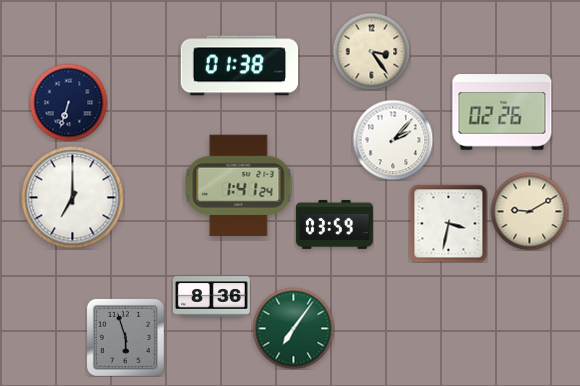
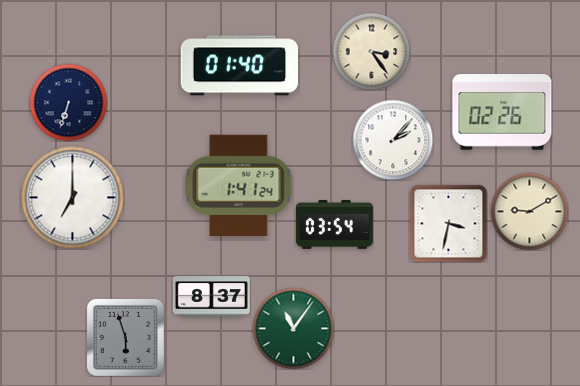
clock at (240, 66): 01:38 -> 01:40
clock at (334, 224): 03:59 -> 03:54
clock at (211, 297): 8:36 -> 8:37
clock at (293, 328): 7:06 -> 11:06
